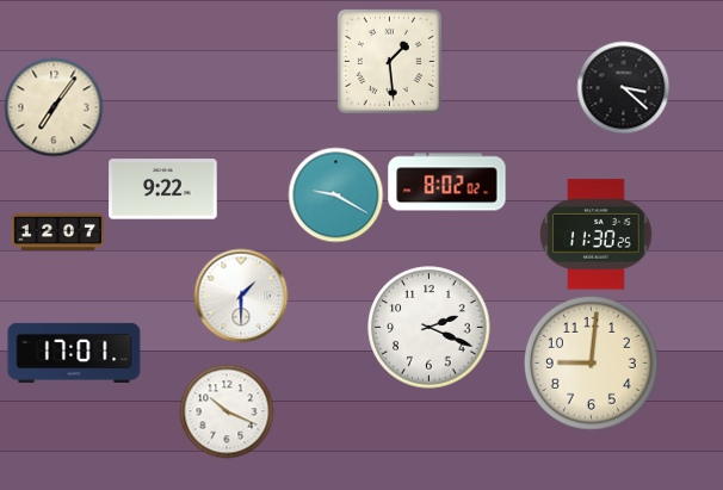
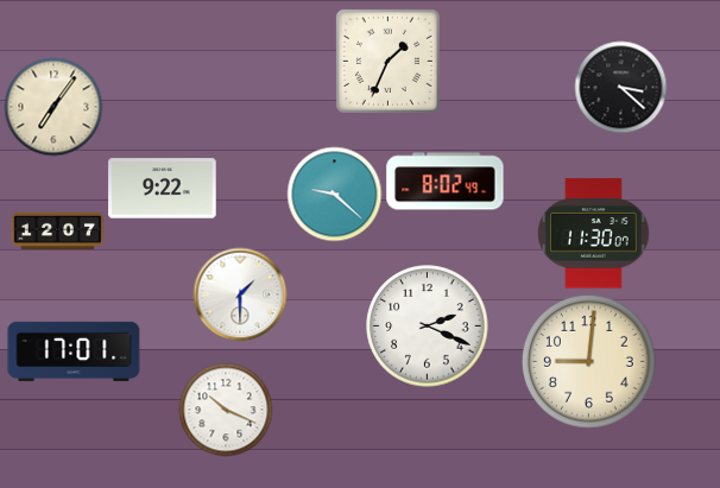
clock at (389, 61): 1:29 -> 1:34
clock at (447, 182): 8:02:02 -> 8:02:49
clock at (335, 194): 9:20 -> 9:22
clock at (597, 235): 11:30:25 -> 11:30:07
